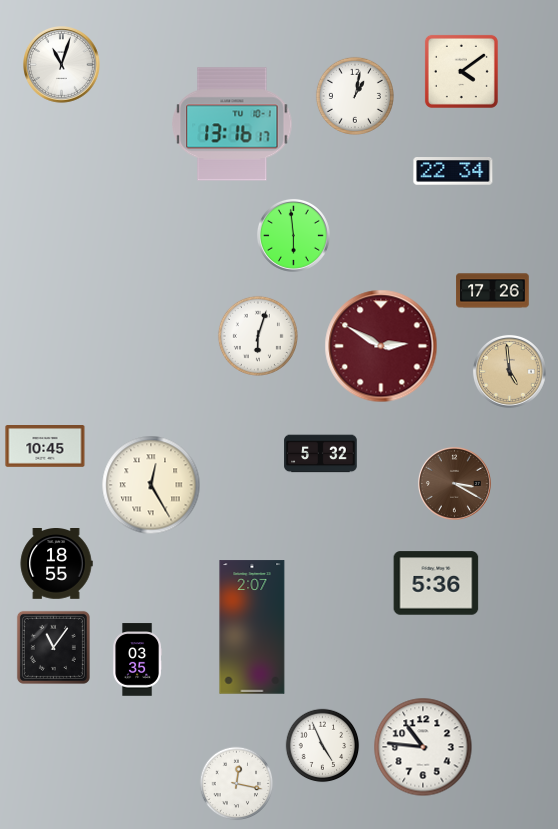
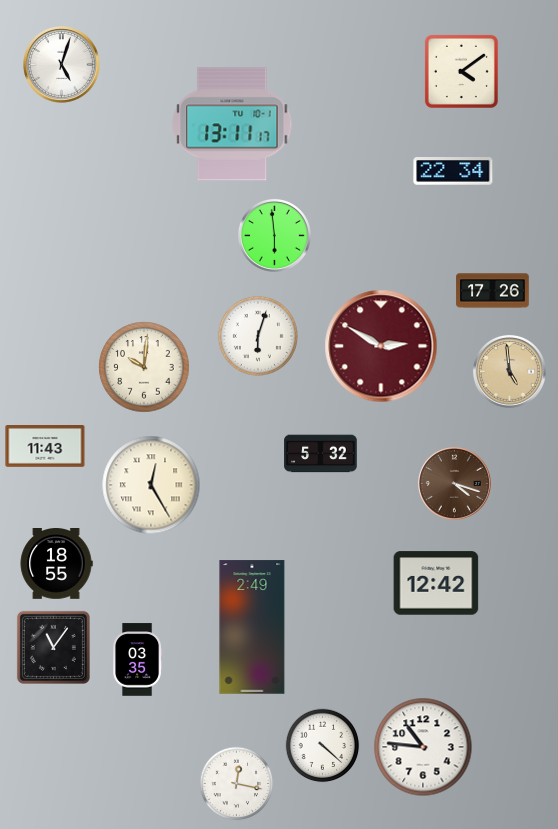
clock at (62, 65): 11:03 -> 5:03
clock at (355, 96): 1:02 -> none
clock at (232, 124): 13:16 -> 13:11
clock at (293, 235) position: (293, 235) -> (274, 235)
clock at (144, 367): none -> 10:01
clock at (45, 447): 10:45 -> 11:43
clock at (454, 483): 3:20 -> 4:18
clock at (436, 583): 5:36 -> 12:42
clock at (252, 627): 2:07 -> 2:49
clock at (323, 746): 4:56 -> 4:22
